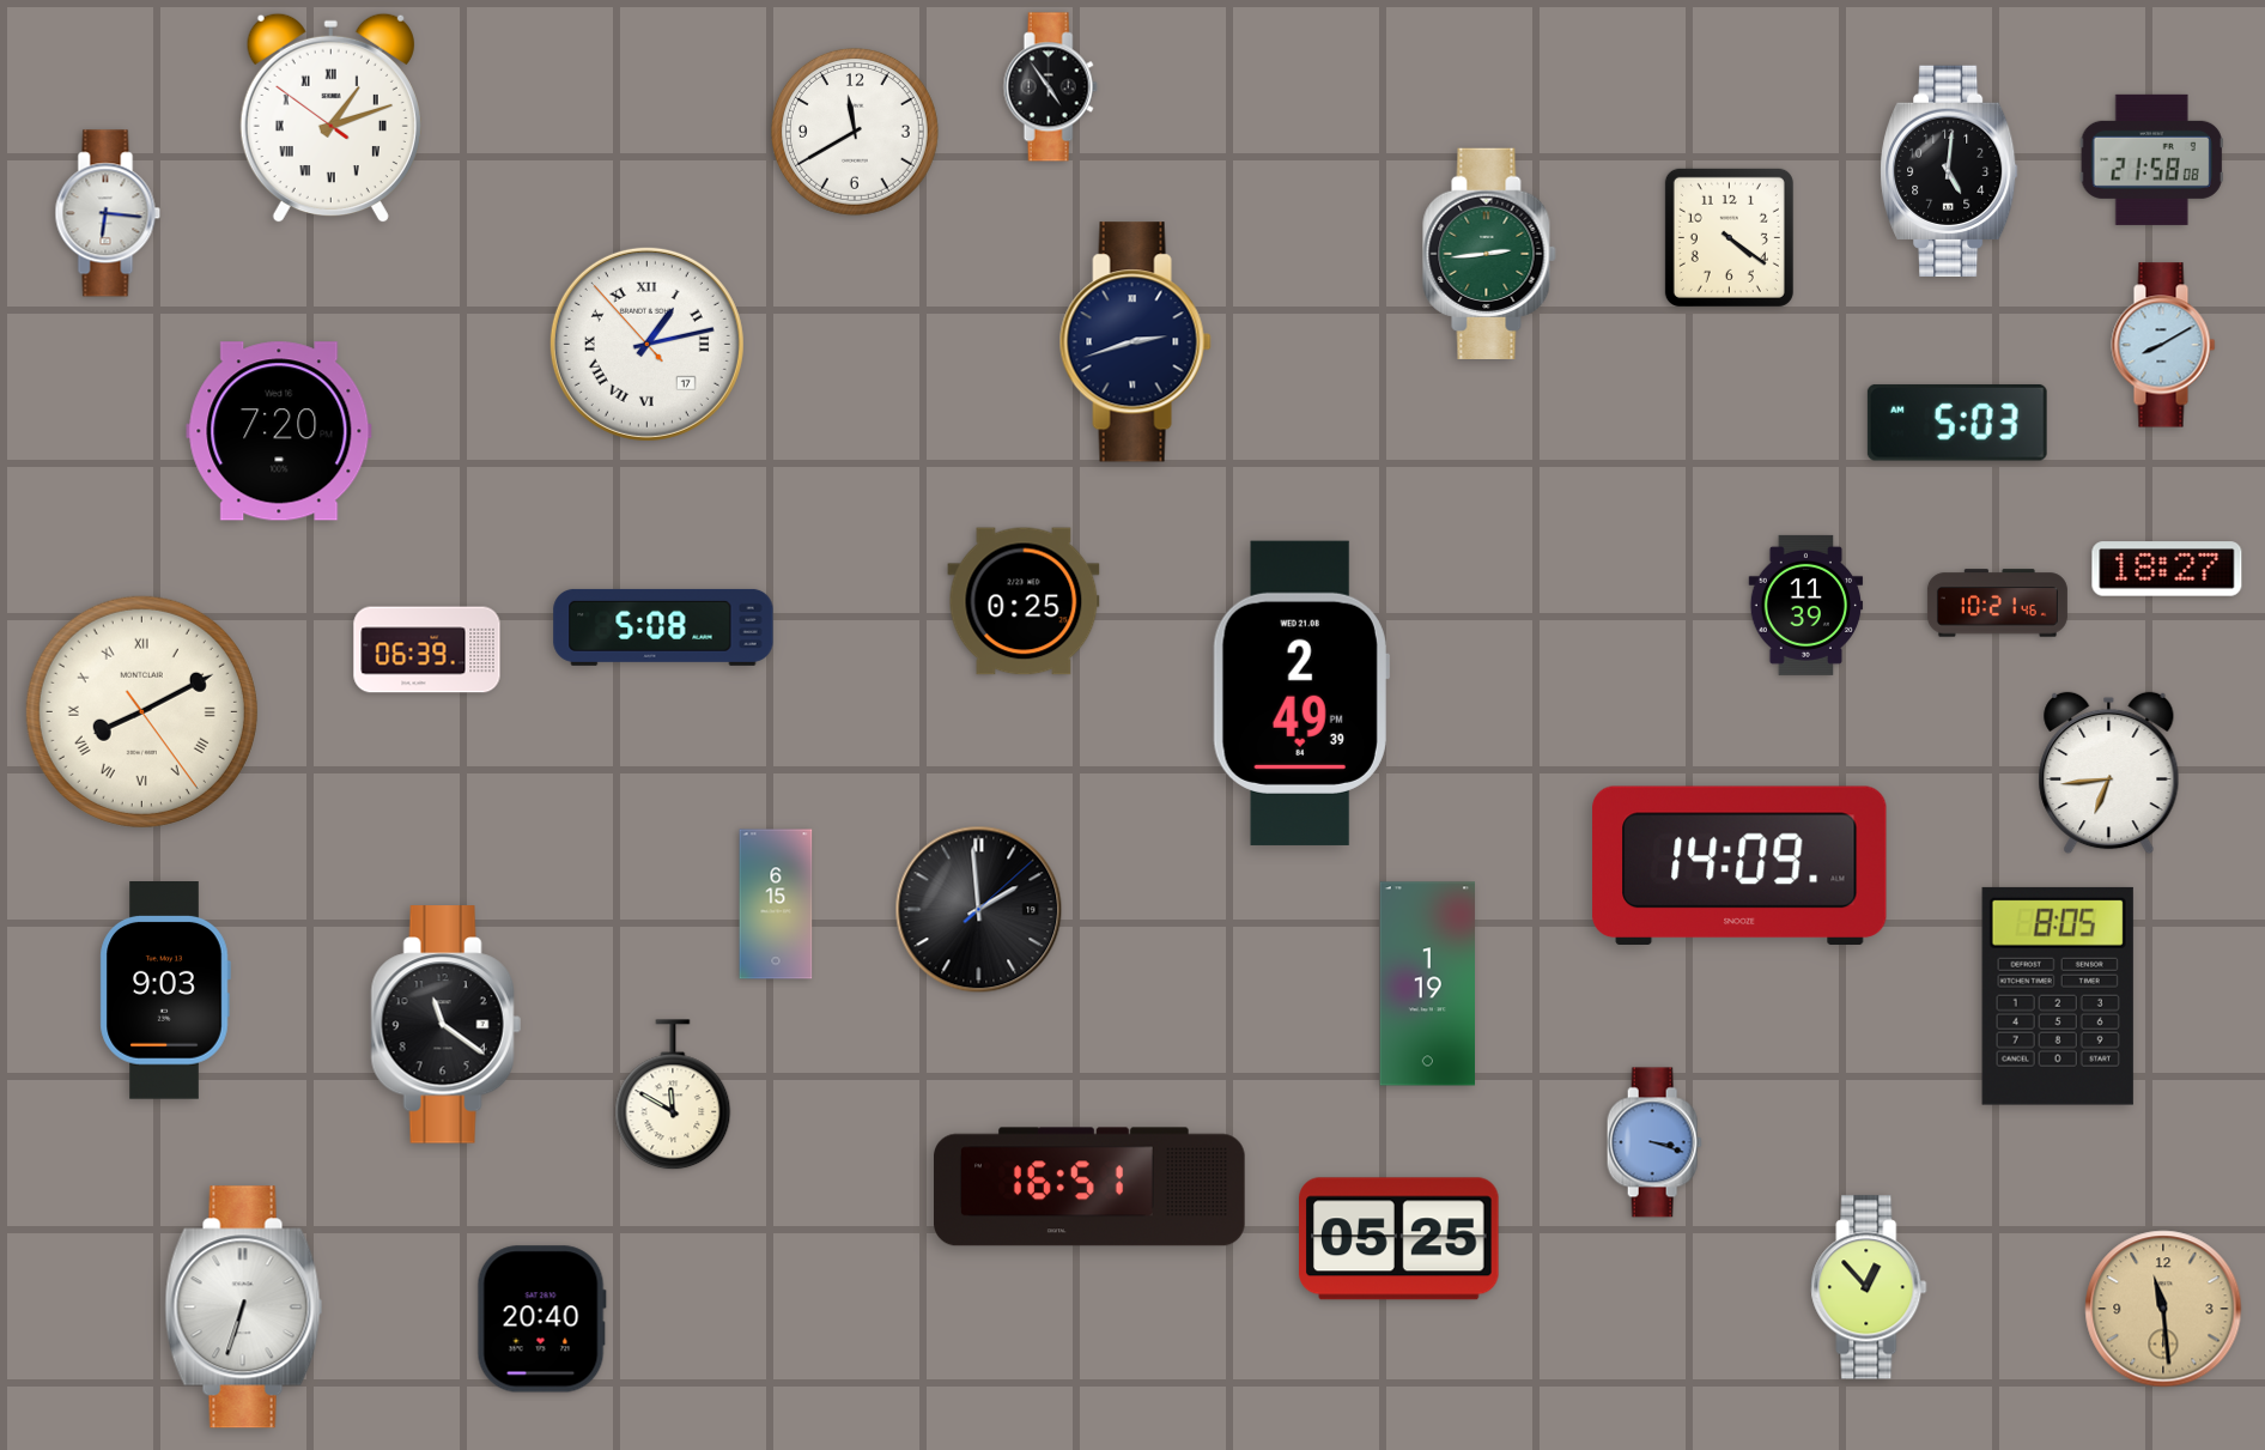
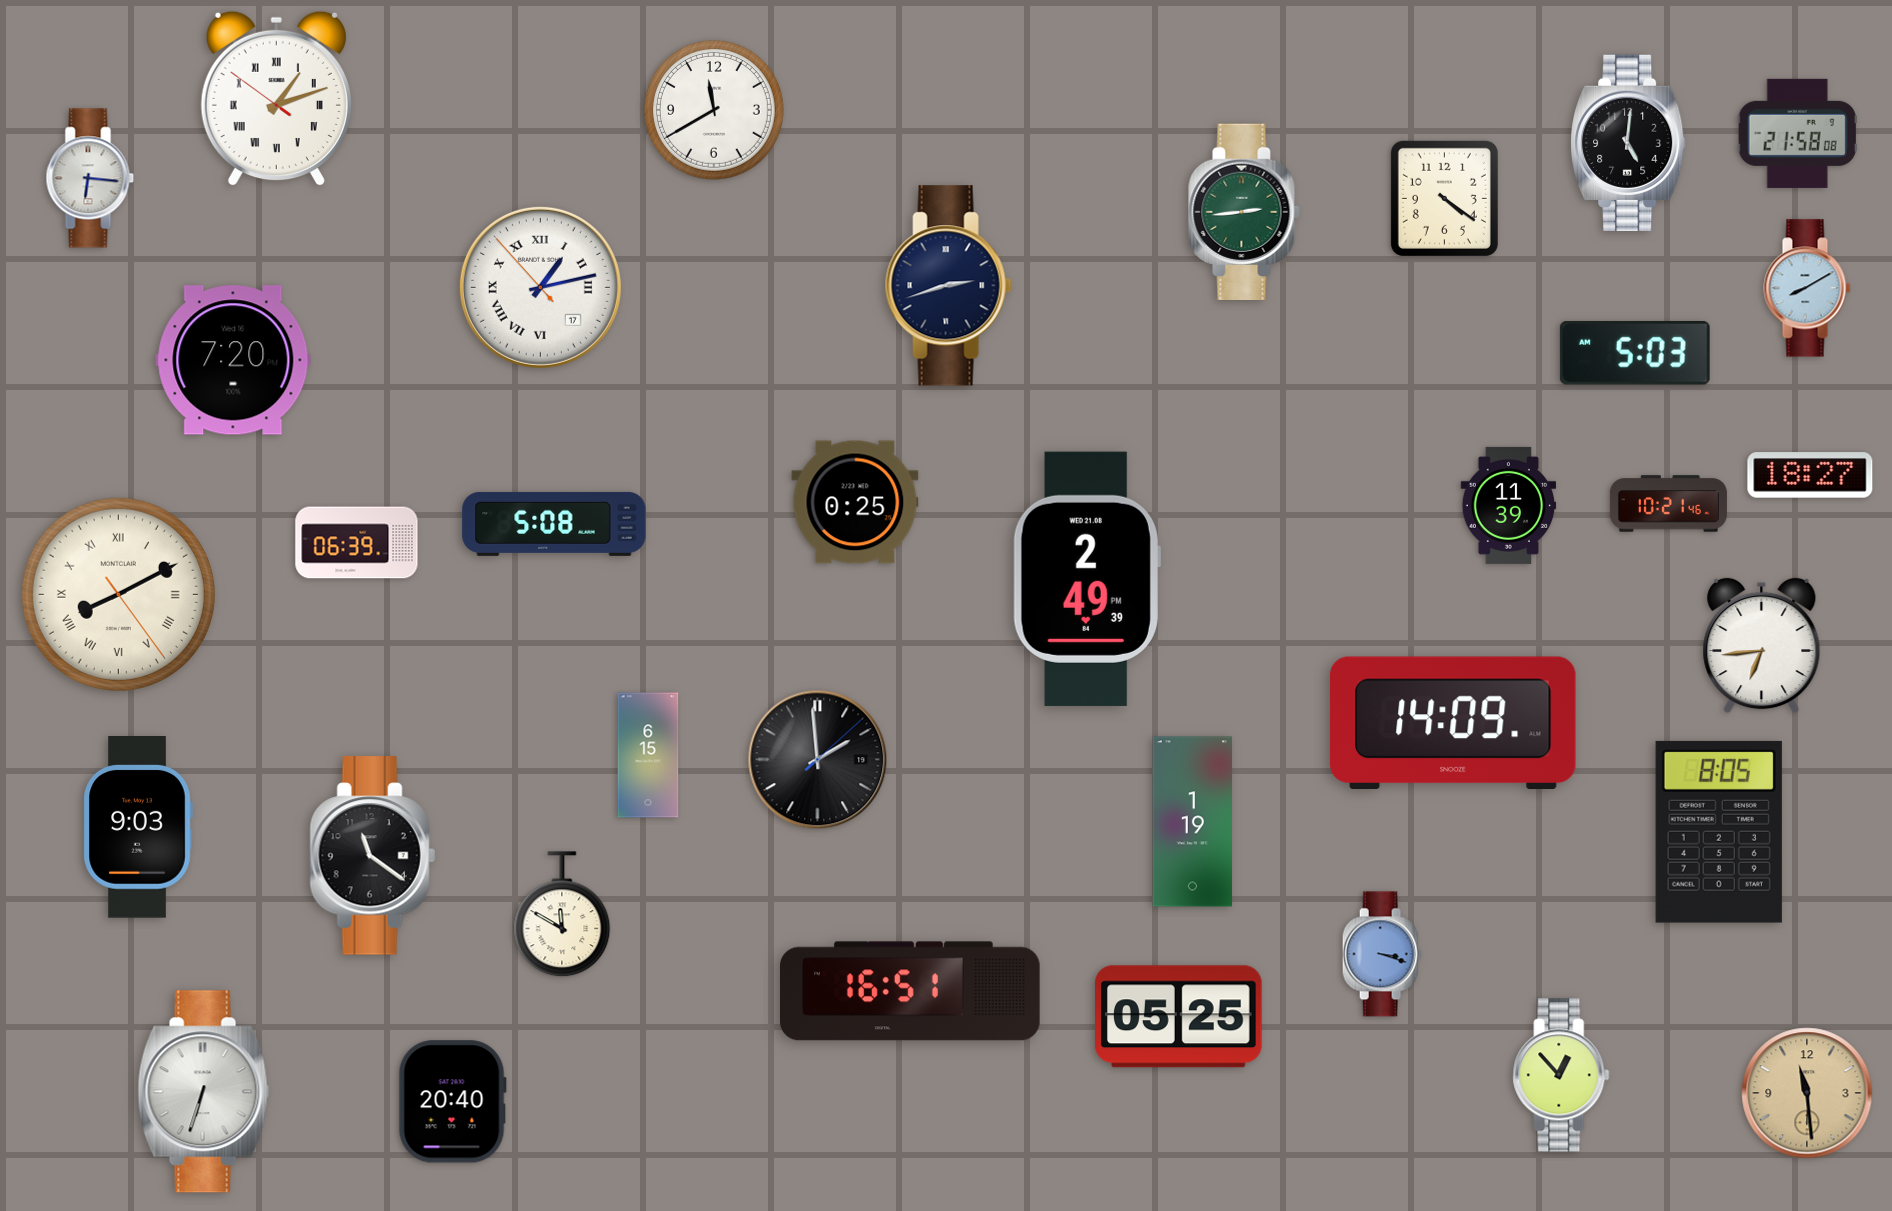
clock at (1050, 87): 4:54 -> none
clock at (1399, 1239) position: (1399, 1239) -> (1179, 1017)
